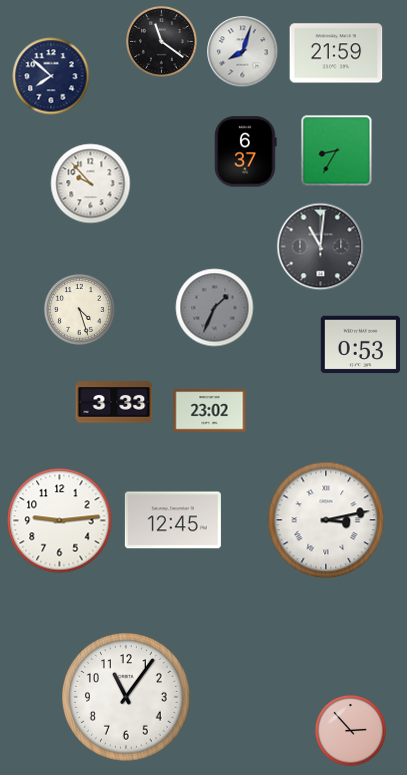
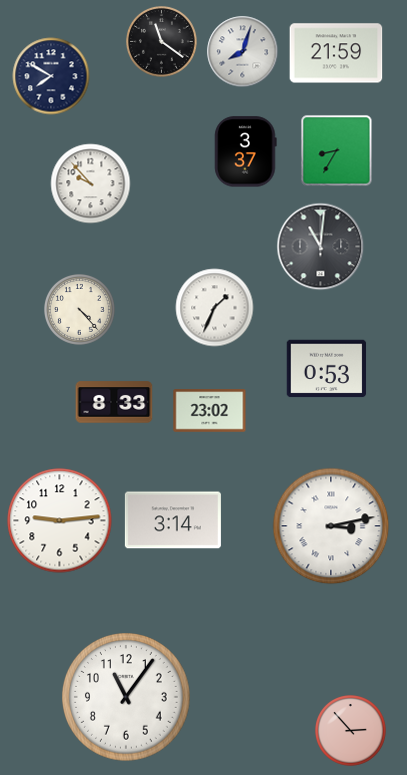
clock at (51, 76): 7:52 -> 7:50
clock at (246, 152): 6:37 -> 3:37
clock at (215, 308) dial: grey -> white
clock at (80, 310): 4:27 -> 4:23
clock at (361, 345) position: (361, 345) -> (327, 369)
clock at (114, 402): 3:33 -> 8:33
clock at (173, 520): 12:45 -> 3:14
clock at (326, 520) position: (326, 520) -> (331, 526)
